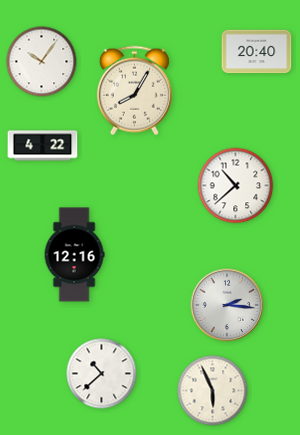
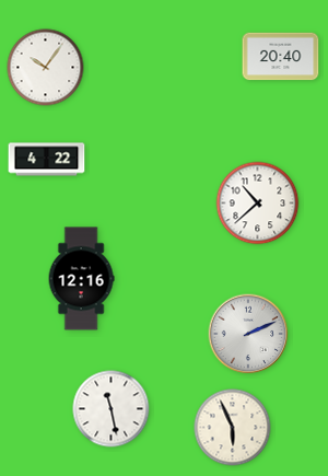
clock at (134, 91): 8:05 -> none
clock at (227, 305): 2:16 -> 2:11
clock at (102, 374): 10:38 -> 11:28
